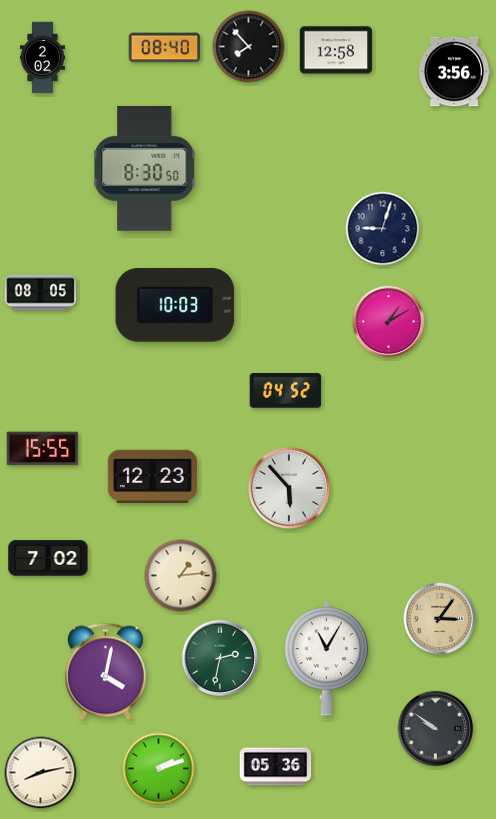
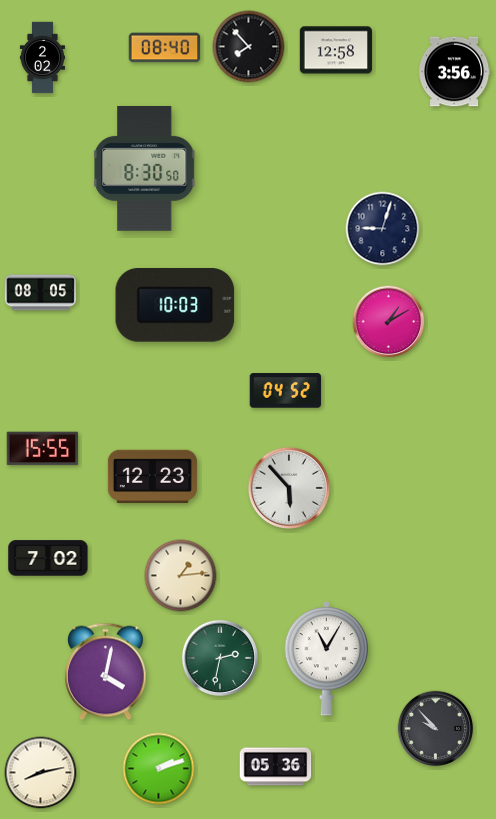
clock at (440, 619): 3:06 -> none
clock at (436, 729): 9:51 -> 9:53
